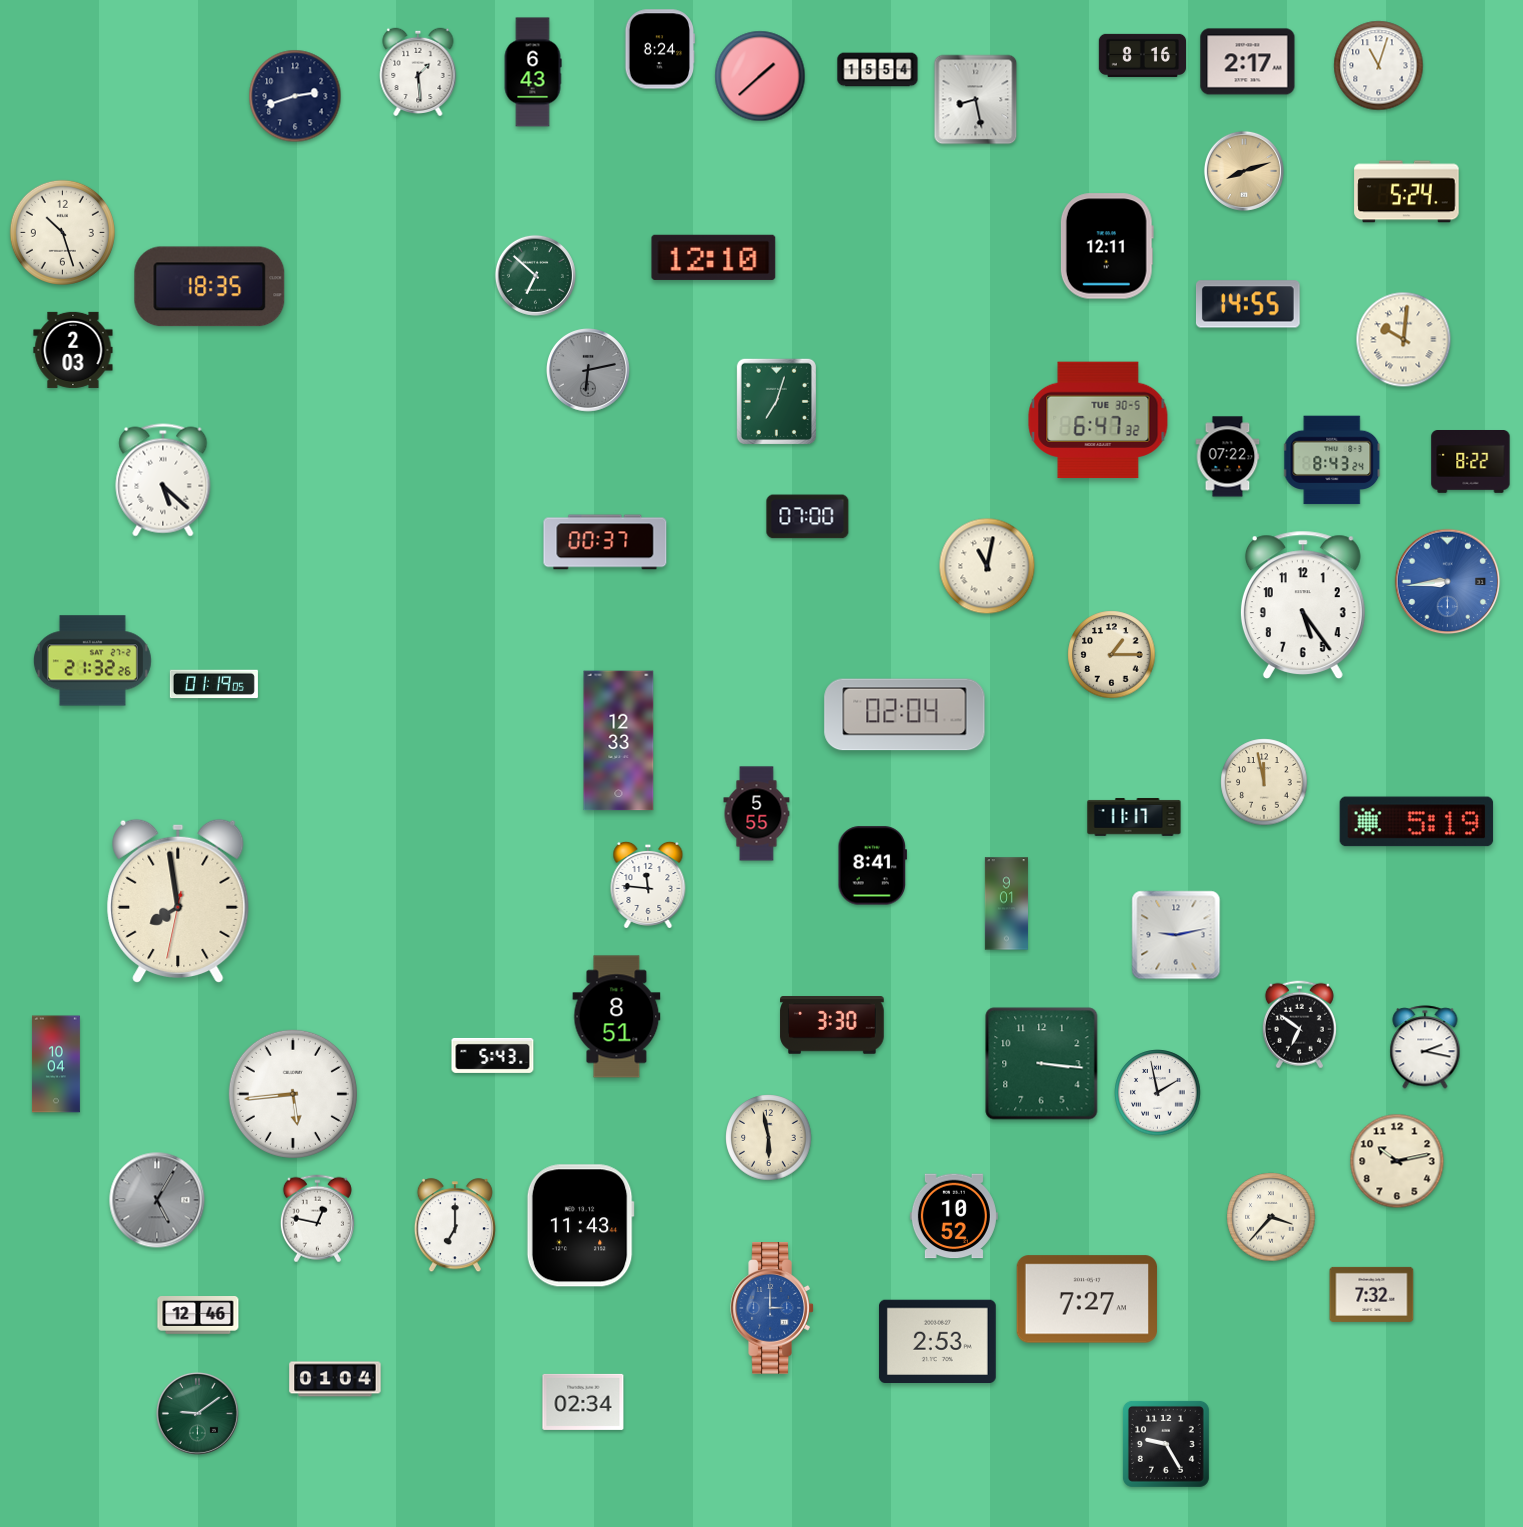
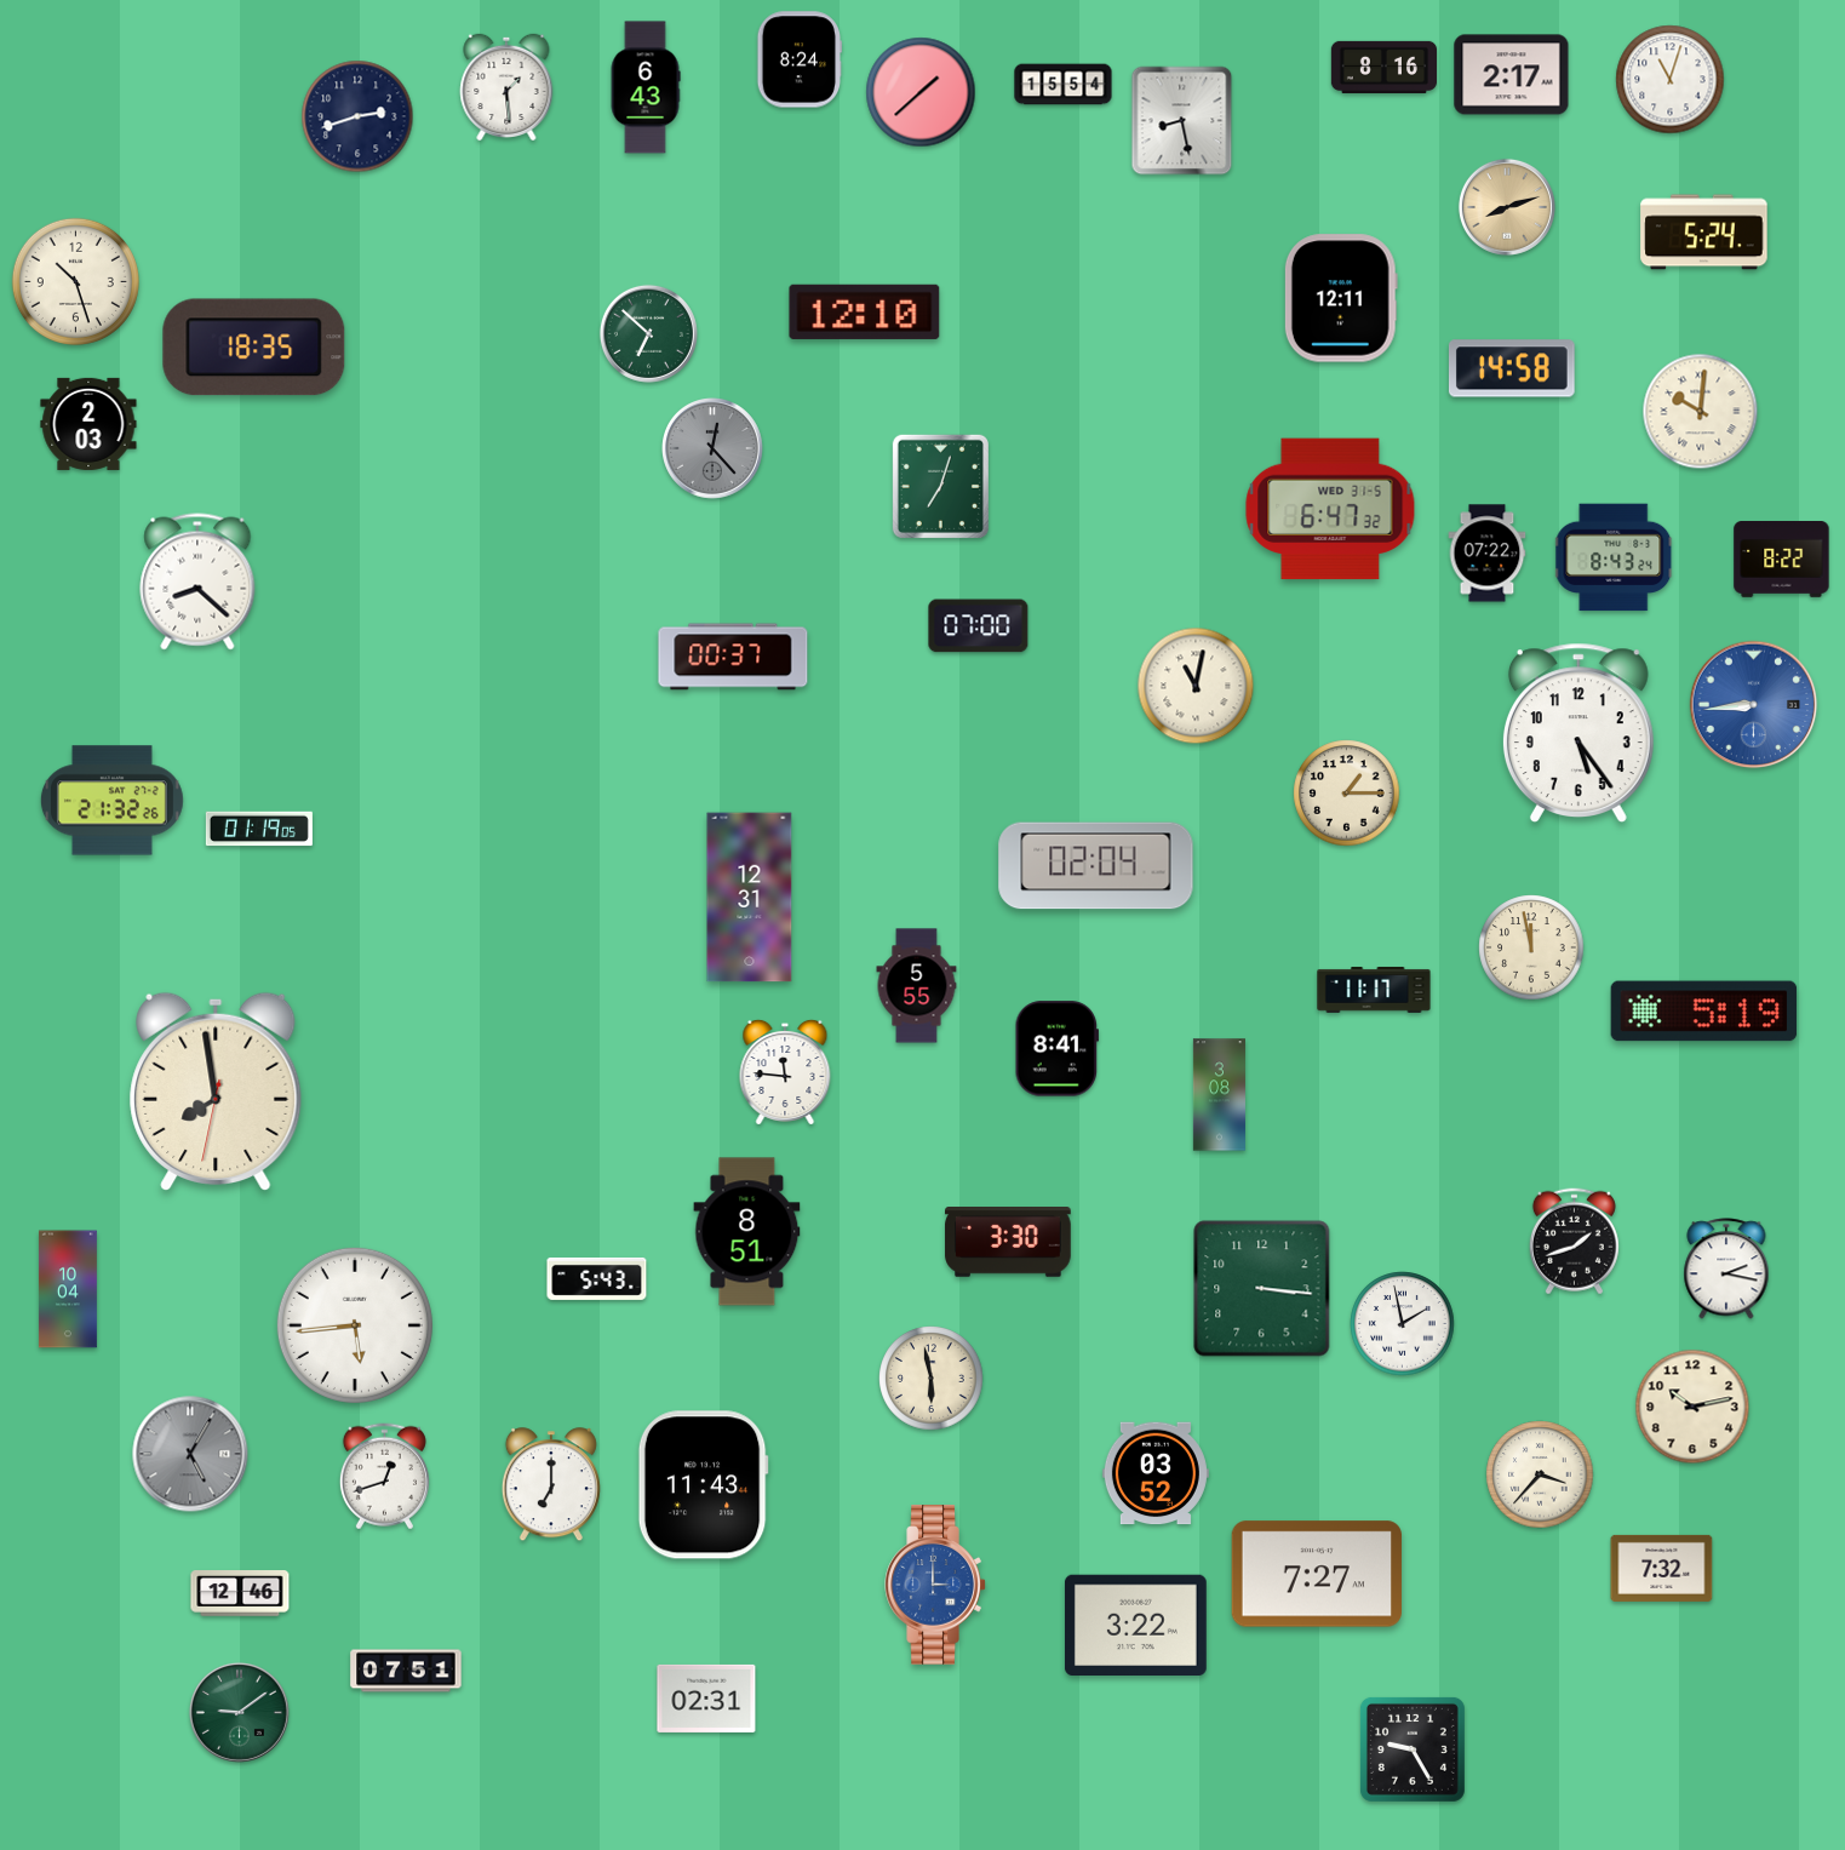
clock at (1248, 304): 14:55 -> 14:58
clock at (589, 371): 6:13 -> 12:23
clock at (1098, 420) date: TUE 30-5 -> WED 31-5
clock at (163, 480): 5:22 -> 8:22
clock at (619, 741): 12:33 -> 12:31
clock at (1417, 822) position: (1417, 822) -> (1704, 1012)
clock at (1006, 904): 9:01 -> 3:08
clock at (1176, 935): 9:13 -> none
clock at (1299, 1025): 6:51 -> 1:42
clock at (954, 1216): 10:52 -> 03:52
clock at (317, 1219): 12:47 -> 12:42
clock at (937, 1341): 2:53 -> 3:22
clock at (335, 1379): 01:04 -> 07:51
clock at (583, 1402): 02:34 -> 02:31
